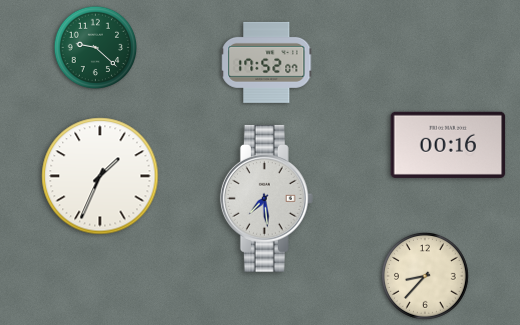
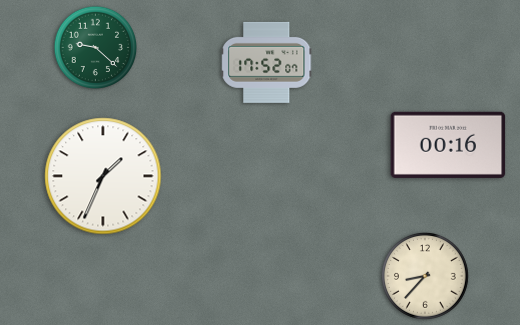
clock at (100, 176) position: (100, 176) -> (103, 176)
clock at (266, 198): 7:29 -> none
